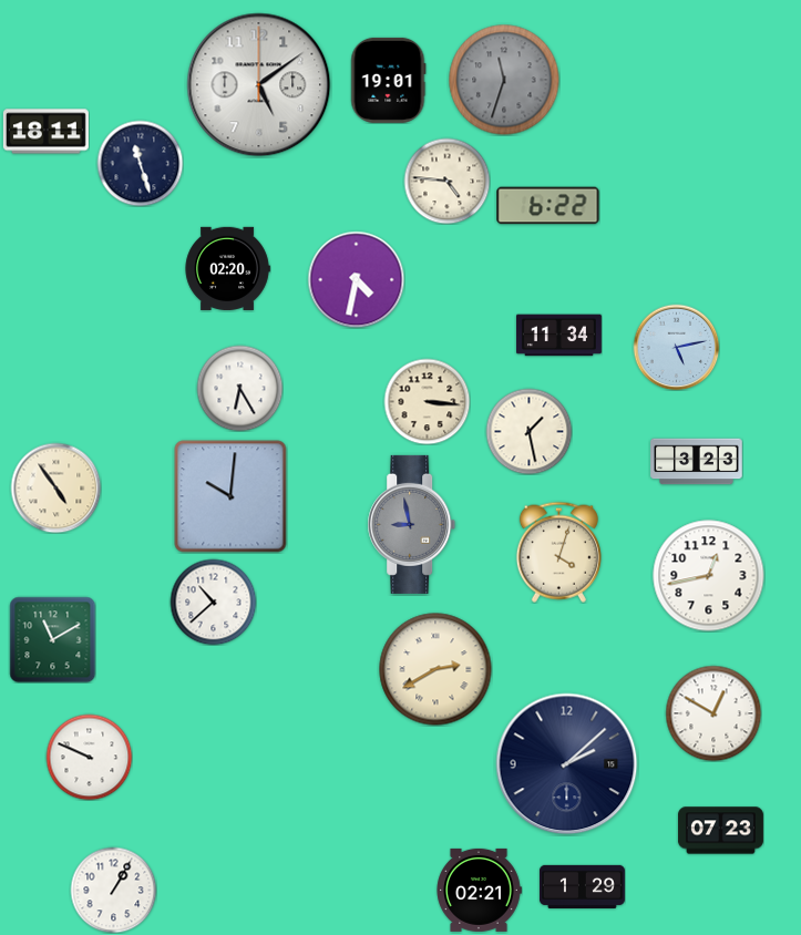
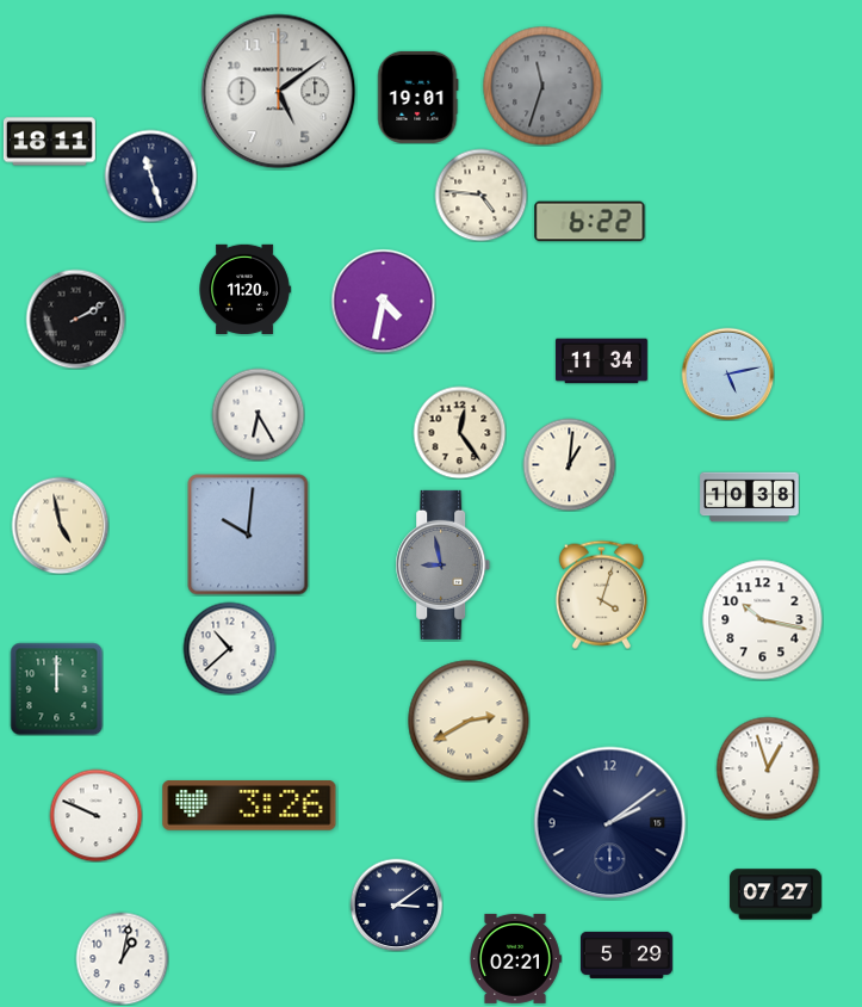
clock at (389, 80) position: (389, 80) -> (418, 97)
clock at (227, 268): 02:20 -> 11:20
clock at (75, 319): none -> 2:10
clock at (239, 388) position: (239, 388) -> (258, 414)
clock at (427, 401): 3:16 -> 12:24
clock at (528, 431): 1:28 -> 1:01
clock at (697, 462): 3:23 -> 10:38
clock at (55, 487): 4:54 -> 4:58
clock at (709, 576): 12:43 -> 10:17
clock at (52, 639): 11:10 -> 12:00
clock at (713, 713): 12:50 -> 12:57
clock at (249, 807): none -> 3:26
clock at (567, 764): 2:08 -> 2:09
clock at (720, 831): 07:23 -> 07:27
clock at (396, 904): none -> 3:09
clock at (582, 886): 1:29 -> 5:29
clock at (113, 890): 1:05 -> 1:02
